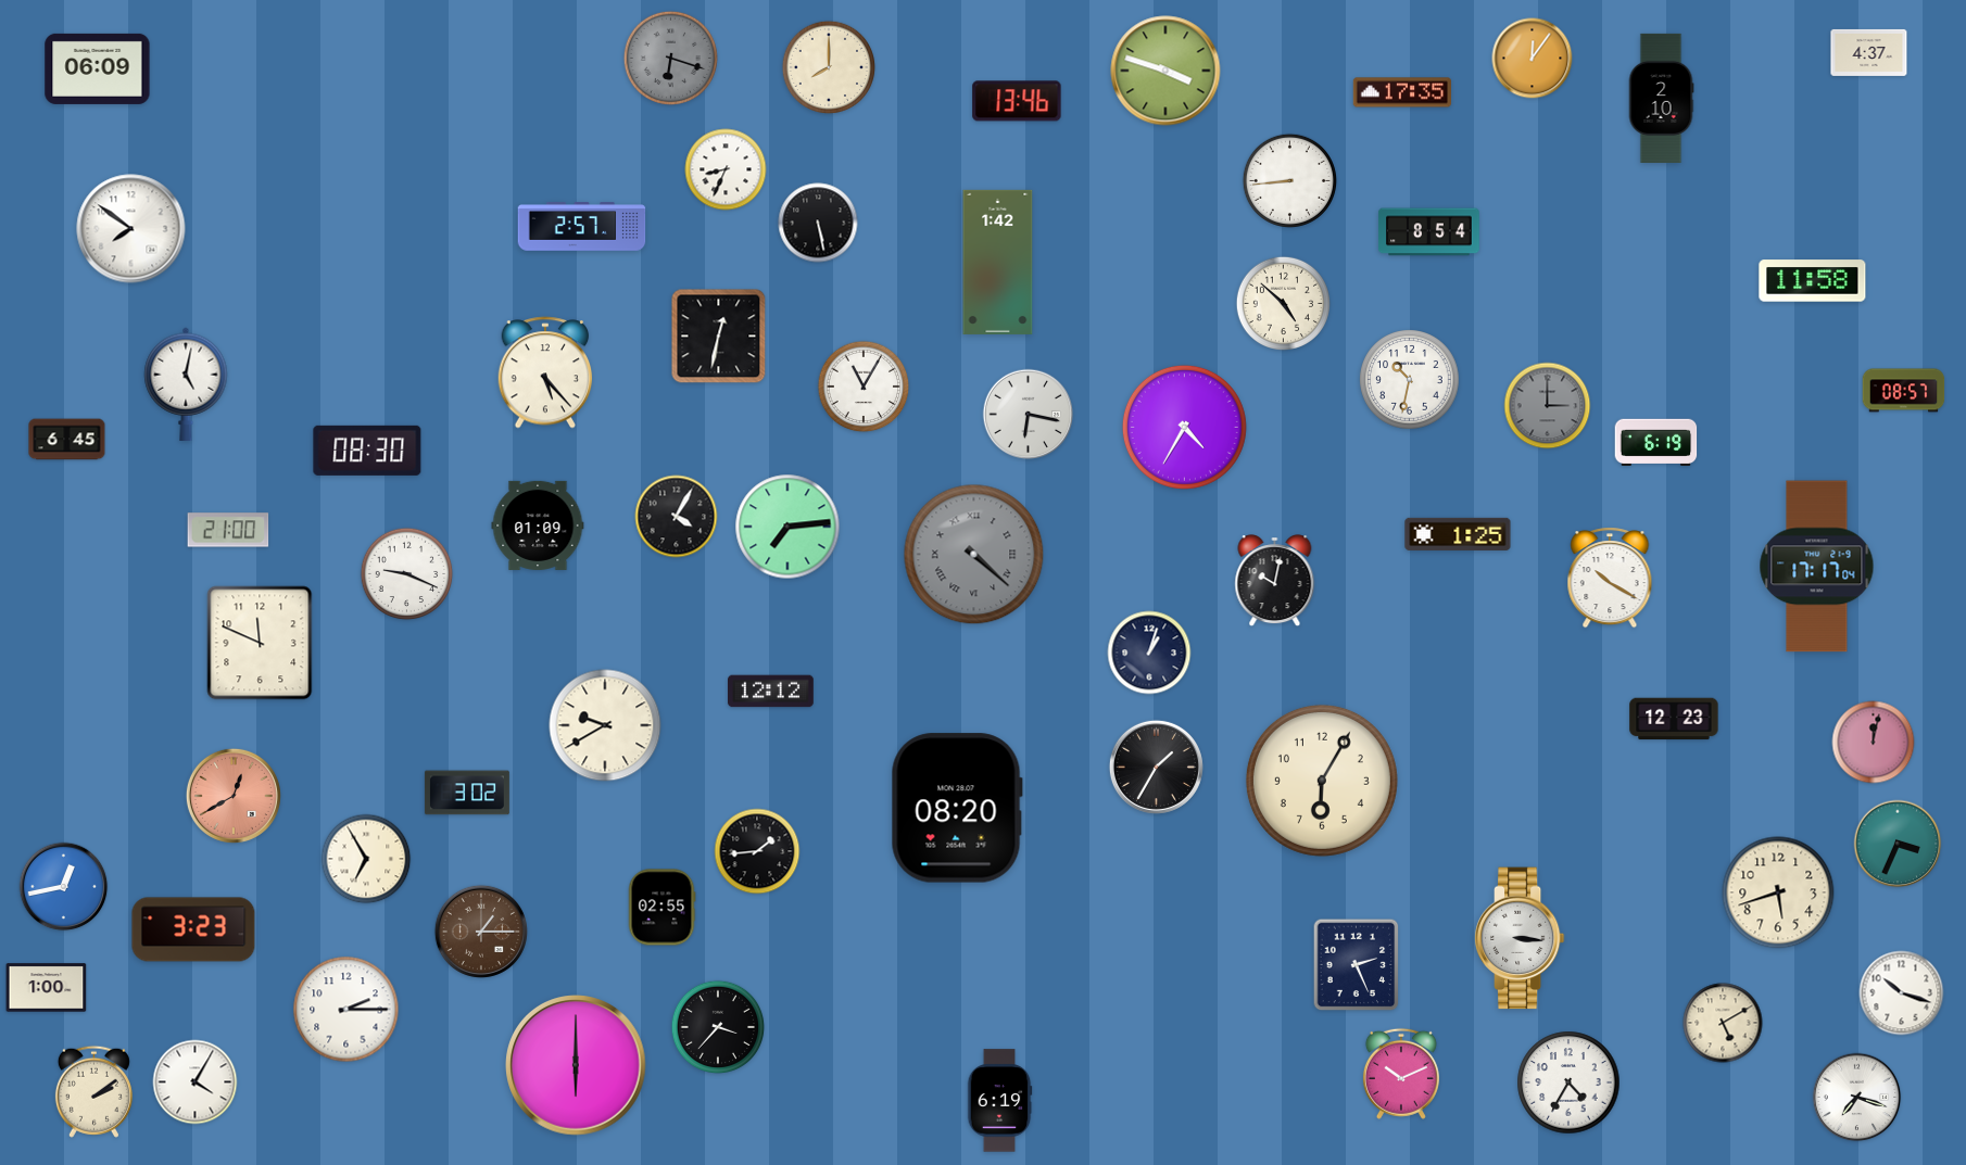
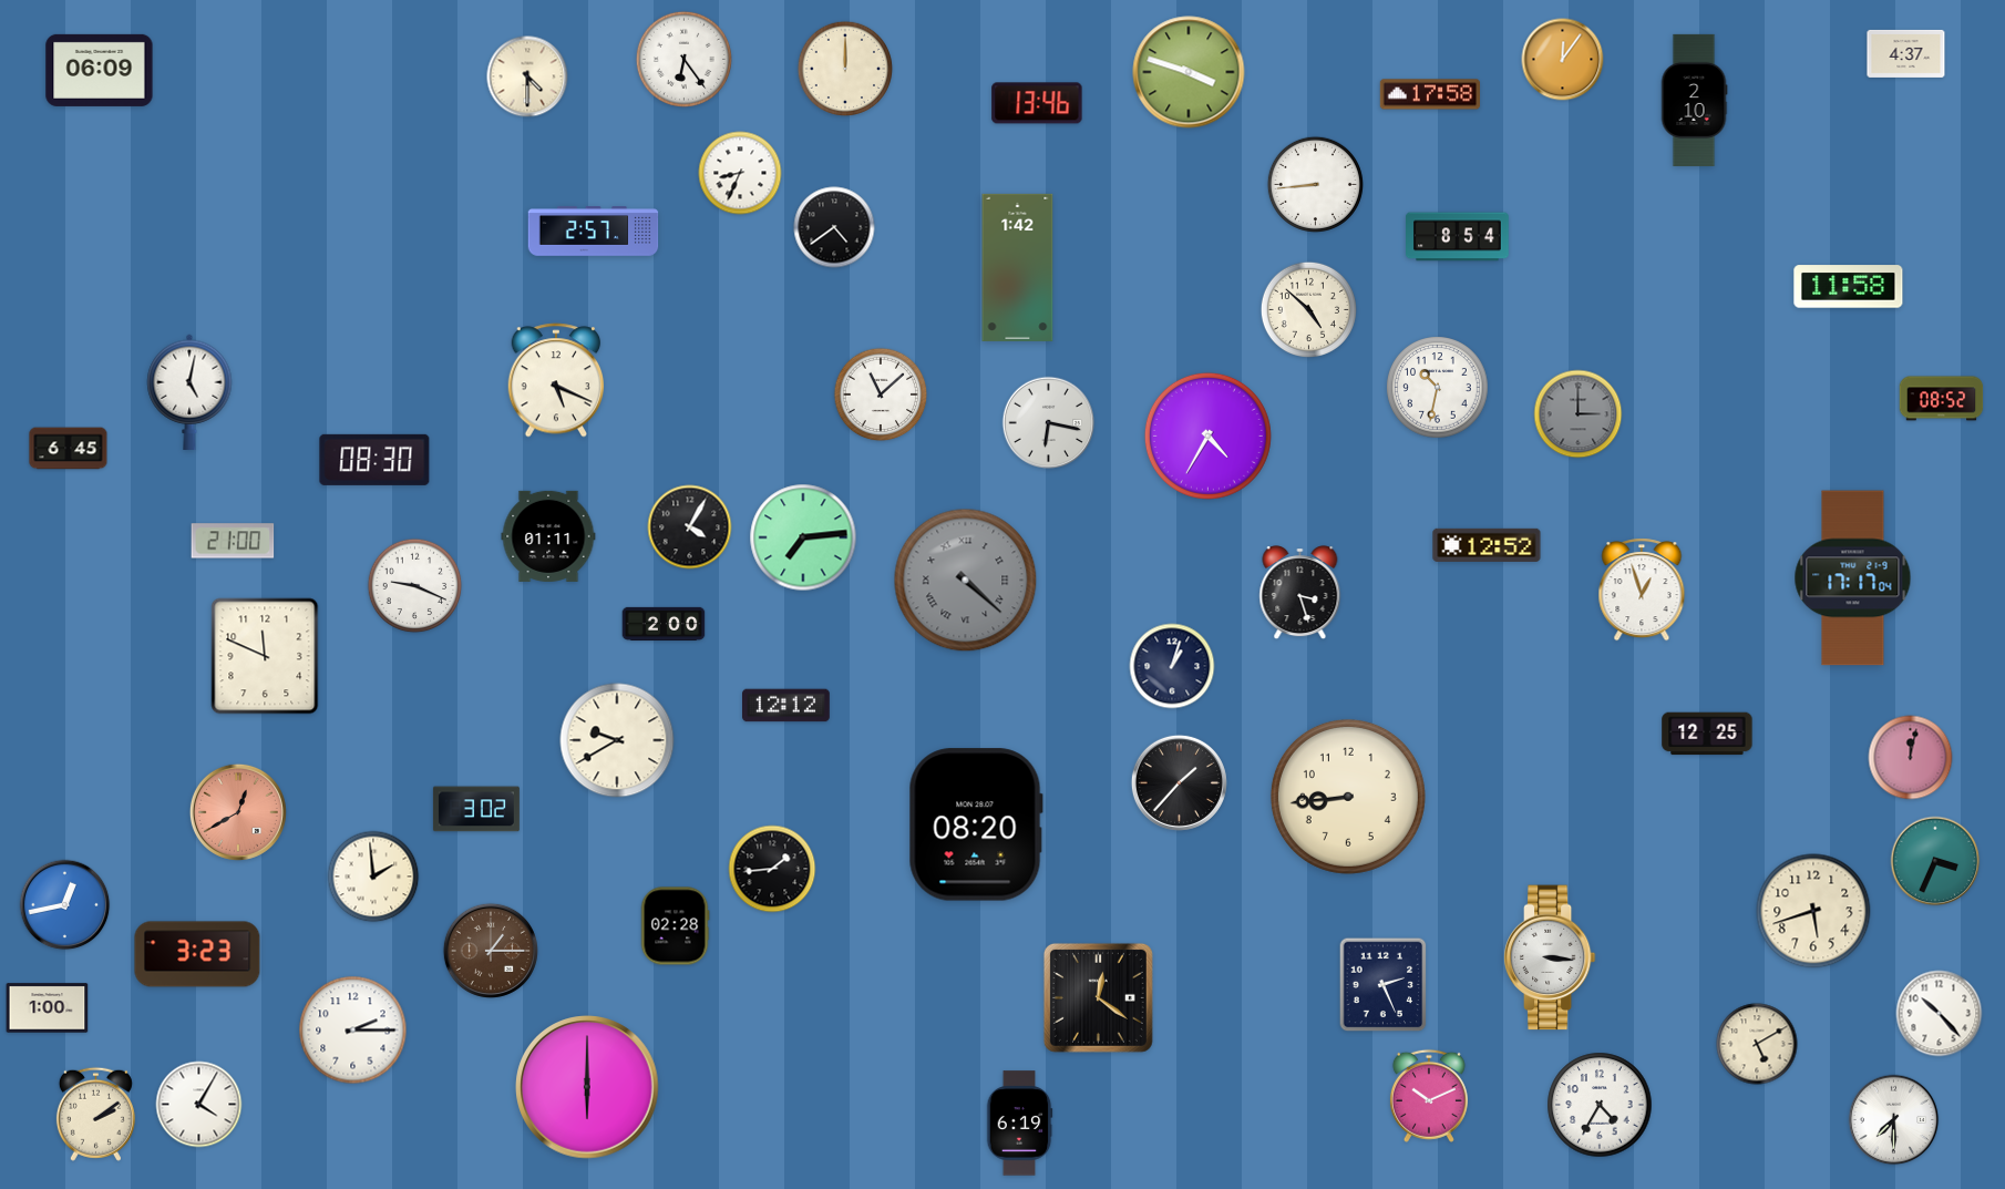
clock at (670, 58): 6:18 -> 6:24
clock at (670, 58) dial: grey -> white
clock at (829, 67): 8:00 -> 12:00
clock at (527, 76): none -> 4:30
clock at (1401, 92): 17:35 -> 17:58
clock at (818, 223): 5:28 -> 4:39
clock at (131, 229): 7:51 -> none
clock at (719, 337): 12:32 -> none
clock at (545, 372): 5:23 -> 5:19
clock at (864, 387): 11:05 -> 11:08
clock at (1904, 391): 08:57 -> 08:52
clock at (1656, 442): 6:19 -> none
clock at (538, 525): 01:09 -> 01:11
clock at (1458, 534): 1:25 -> 12:52
clock at (974, 555) position: (974, 555) -> (966, 581)
clock at (1610, 578): 10:20 -> 12:57
clock at (1275, 581): 10:02 -> 3:27
clock at (664, 624): none -> 2:00
clock at (1674, 719): 12:23 -> 12:25
clock at (1156, 767): 1:35 -> 1:37
clock at (1322, 781): 6:05 -> 8:44
clock at (366, 859): 6:55 -> 1:59
clock at (661, 908): 02:55 -> 02:28
clock at (193, 929) position: (193, 929) -> (197, 954)
clock at (1098, 997): none -> 12:21
clock at (1902, 993): 10:18 -> 10:23
clock at (718, 1027): 3:37 -> none
clock at (1857, 1098): 7:18 -> 7:30
